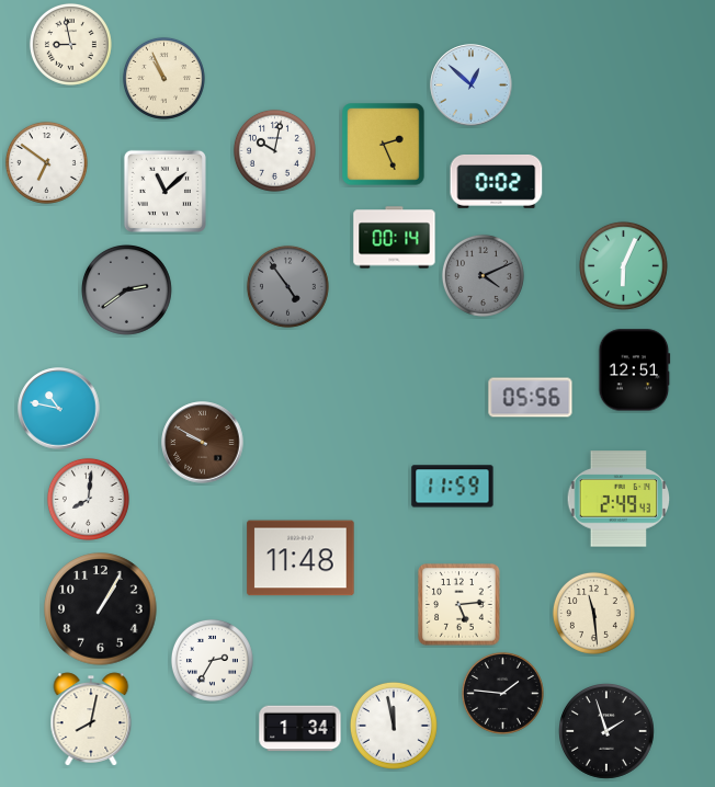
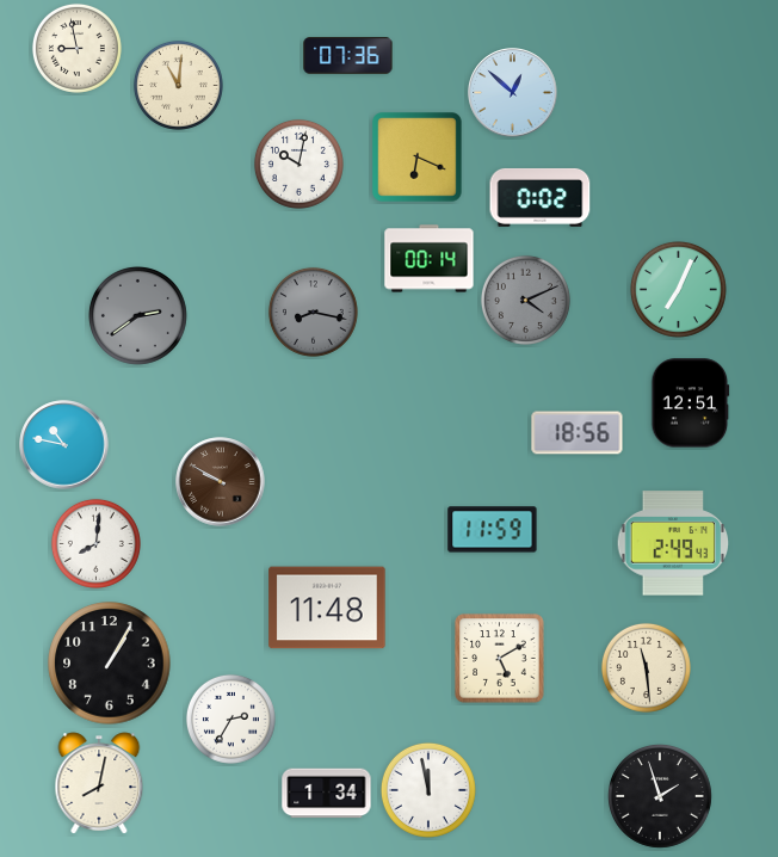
clock at (348, 56): none -> 07:36
clock at (163, 78): 10:56 -> 11:01
clock at (384, 145): 2:26 -> 6:19
clock at (46, 162): 6:51 -> none
clock at (164, 191): 11:08 -> none
clock at (623, 265): 6:04 -> 7:04
clock at (287, 286): 4:54 -> 8:17
clock at (531, 398): 05:56 -> 18:56
clock at (459, 605): 5:14 -> 5:10
clock at (502, 693): 1:46 -> none
